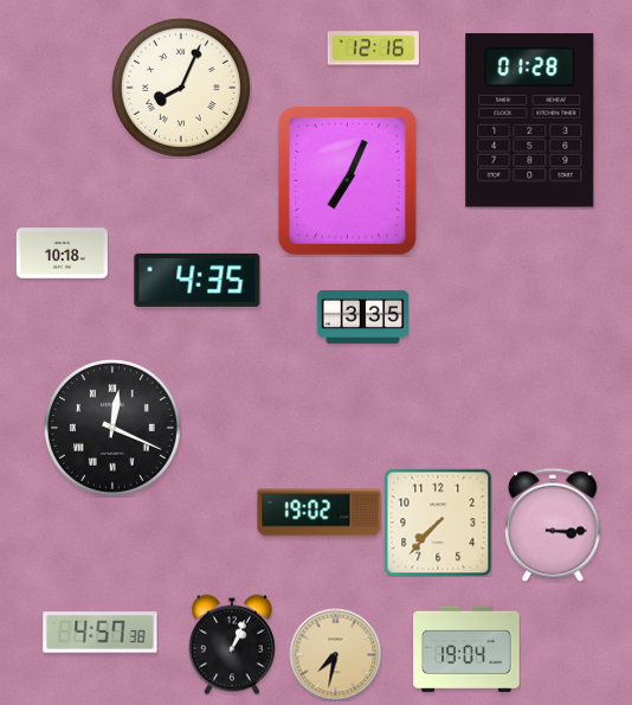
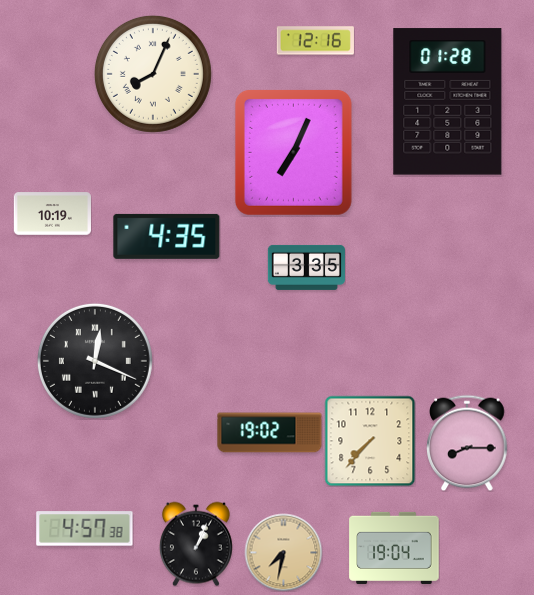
clock at (62, 254): 10:18 -> 10:19
clock at (553, 525): 3:15 -> 8:15
clock at (101, 633) position: (101, 633) -> (85, 529)
